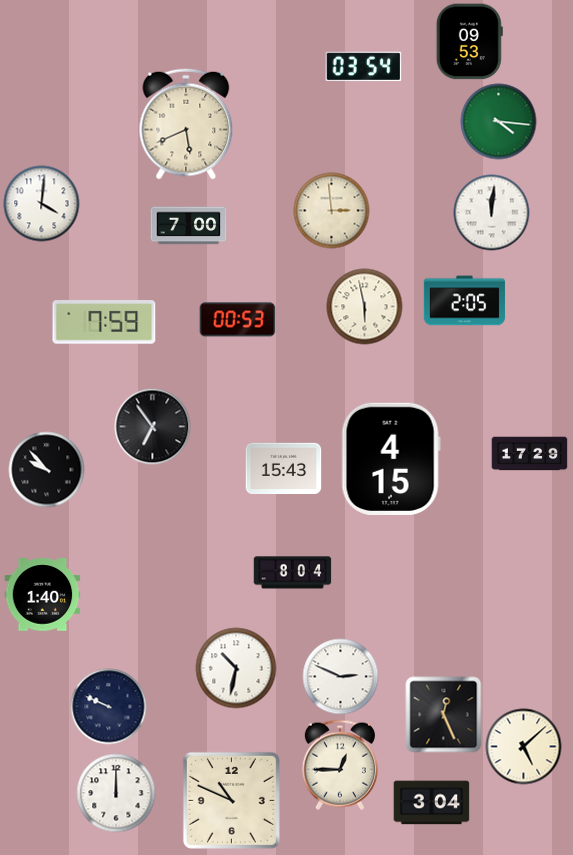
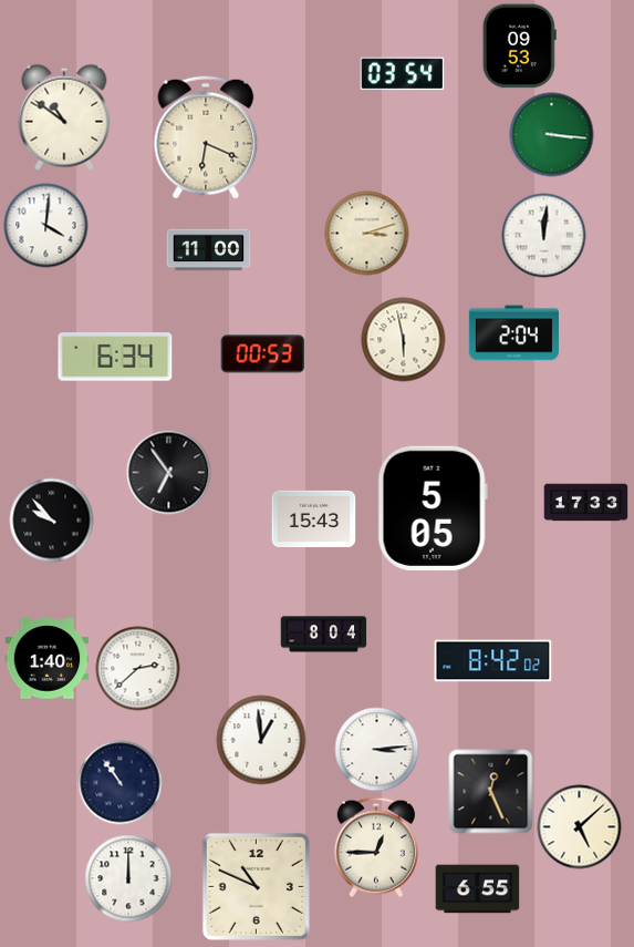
clock at (64, 117): none -> 10:51
clock at (499, 122): 4:16 -> 3:16
clock at (186, 124): 5:41 -> 6:19
clock at (332, 211): 2:59 -> 3:12
clock at (189, 226): 7:00 -> 11:00
clock at (464, 301): 2:05 -> 2:04
clock at (104, 322): 7:59 -> 6:34
clock at (530, 454): 17:29 -> 17:33
clock at (391, 459): 4:15 -> 5:05
clock at (493, 661): none -> 8:42
clock at (138, 669): none -> 2:38
clock at (236, 668): 10:32 -> 12:59
clock at (341, 677): 2:49 -> 3:14
clock at (109, 707): 9:49 -> 10:54
clock at (432, 803): 3:04 -> 6:55
